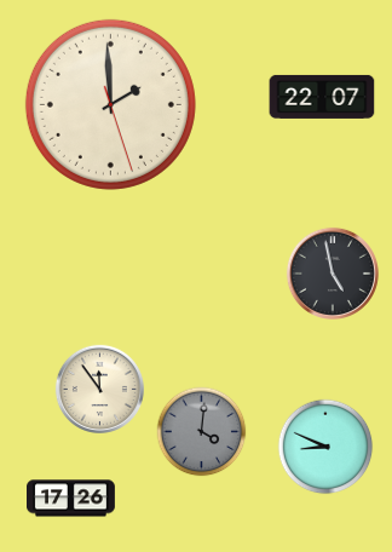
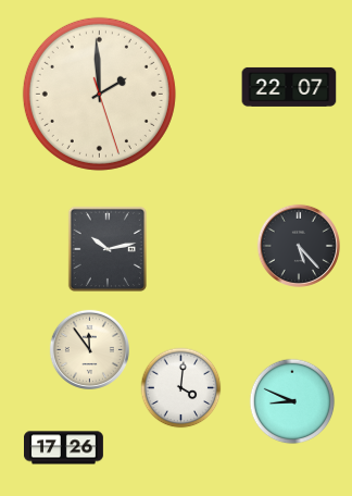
clock at (333, 274): 4:58 -> 5:23
clock at (108, 249): none -> 10:13
clock at (202, 432) dial: grey -> white
